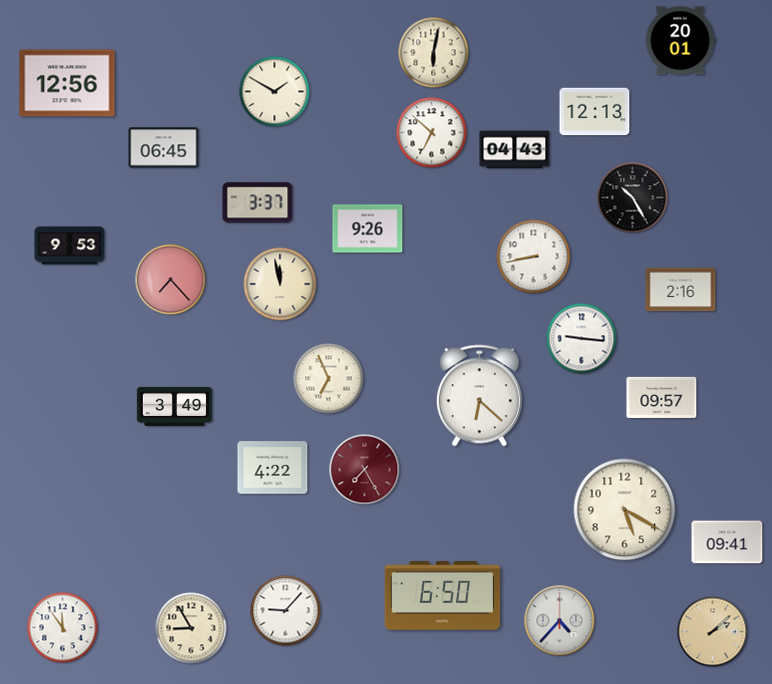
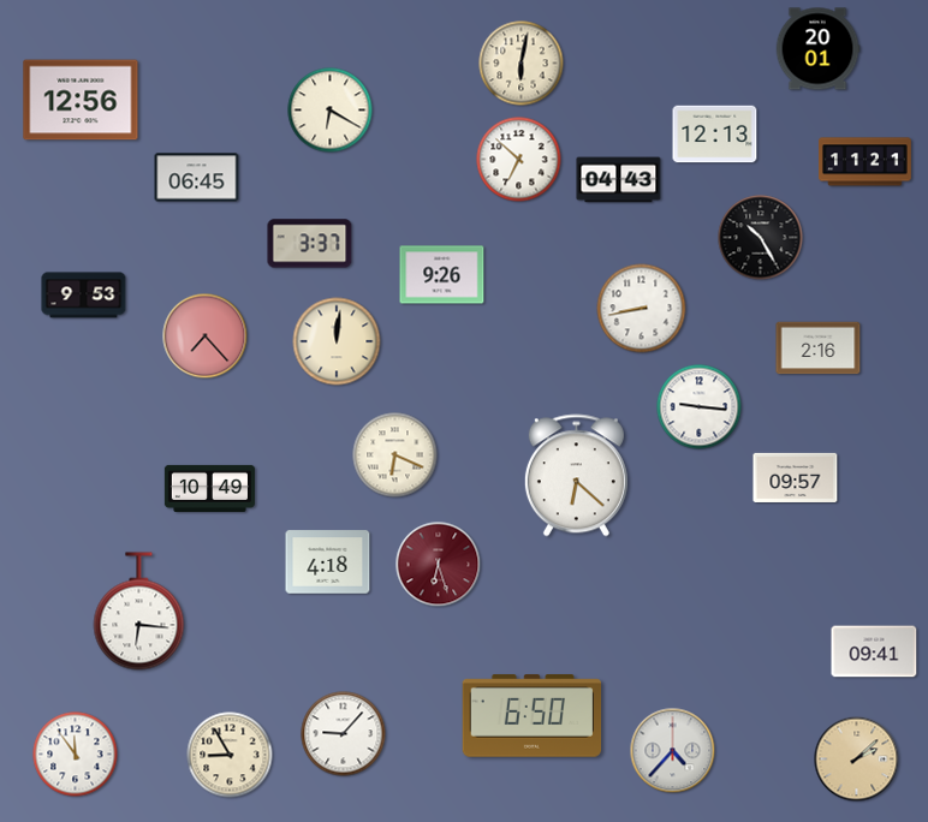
clock at (275, 92): 1:50 -> 6:20
clock at (865, 162): none -> 11:21
clock at (280, 284): 11:58 -> 12:01
clock at (329, 379): 6:56 -> 6:19
clock at (174, 406): 3:49 -> 10:49
clock at (273, 468): 4:22 -> 4:18
clock at (365, 470): 7:25 -> 6:27
clock at (139, 612): none -> 6:16
clock at (625, 510): 5:20 -> none
clock at (560, 621) position: (560, 621) -> (673, 751)
